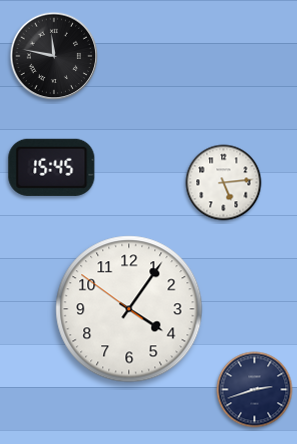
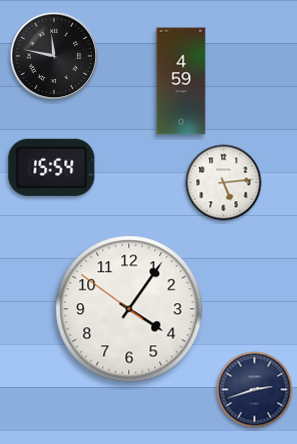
clock at (181, 81): none -> 4:59
clock at (52, 167): 15:45 -> 15:54
